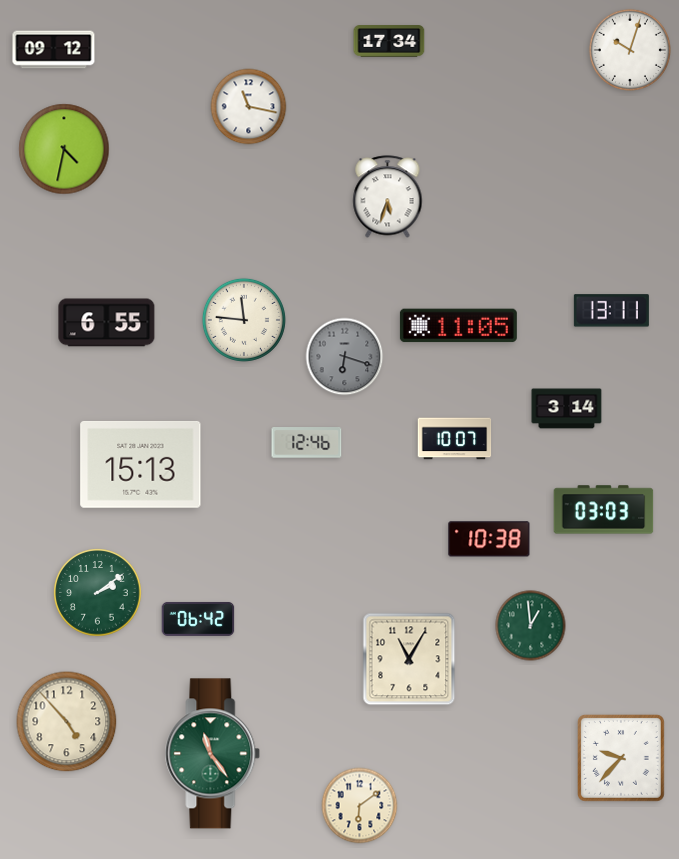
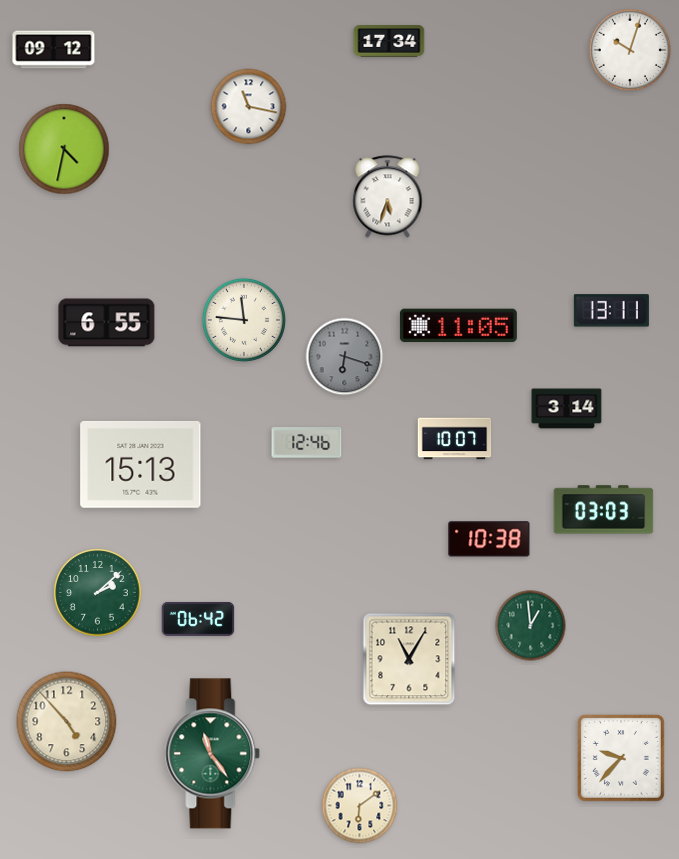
clock at (98, 593): 2:09 -> 2:08
